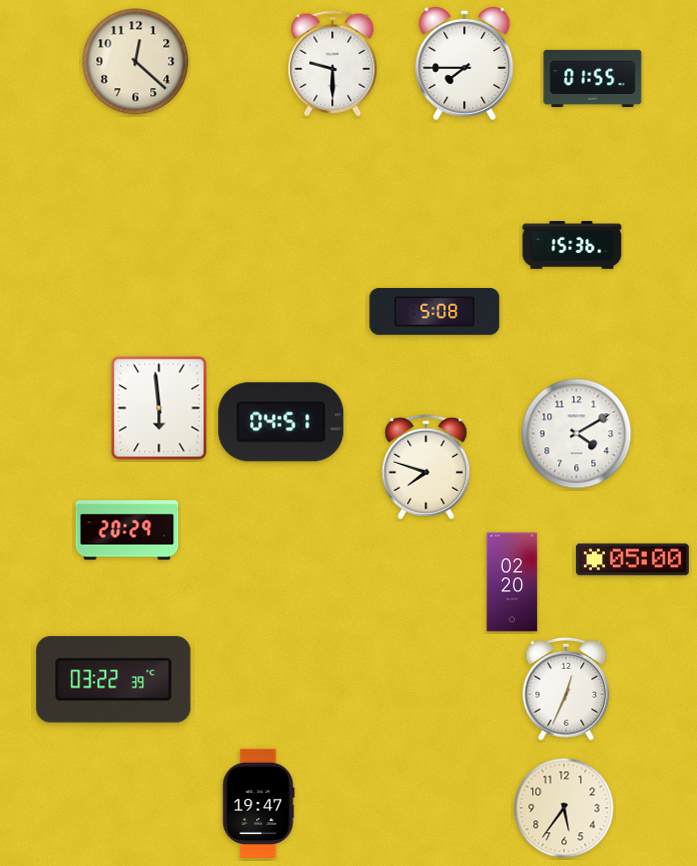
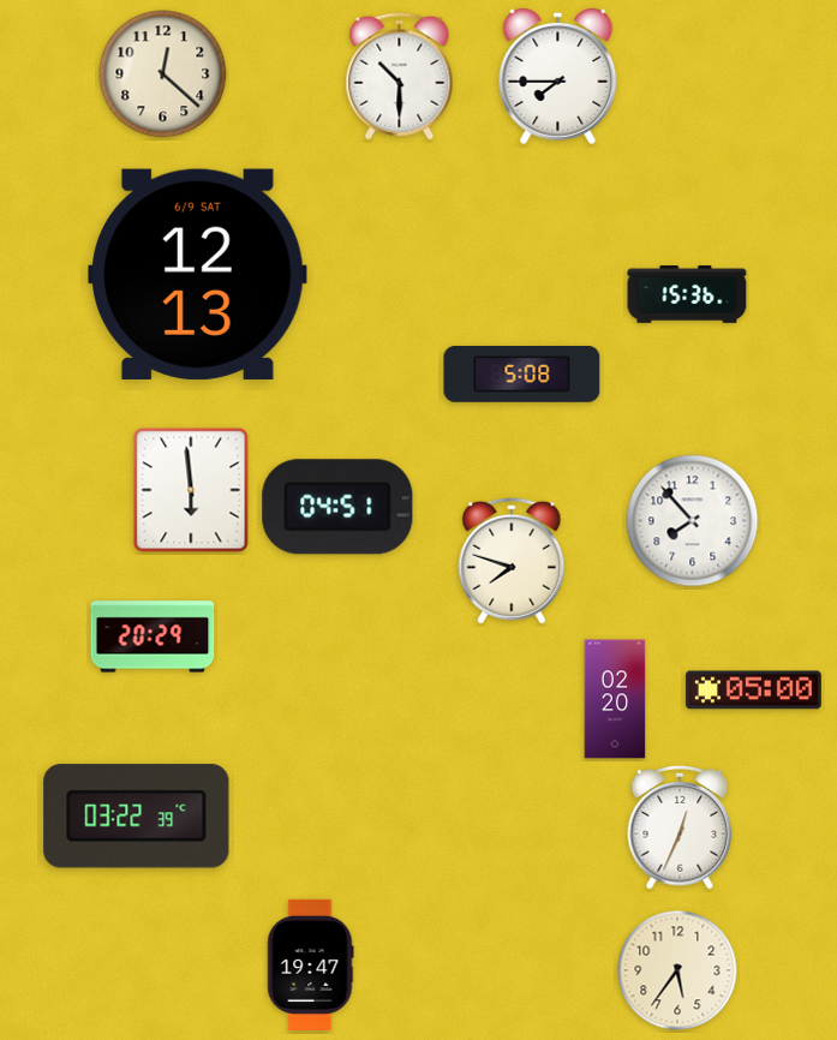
clock at (333, 64): 9:30 -> 10:30
clock at (593, 78): 01:55 -> none
clock at (198, 274): none -> 12:13
clock at (577, 434): 4:10 -> 7:53
clock at (632, 560) position: (632, 560) -> (753, 691)
